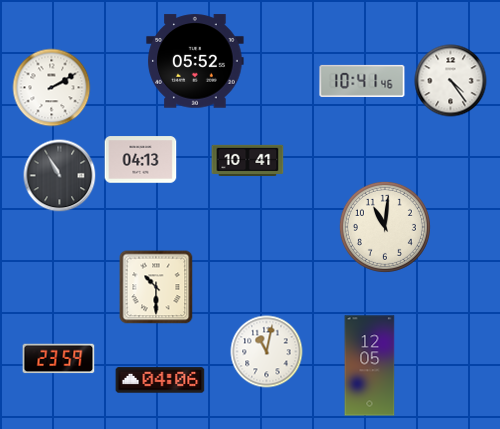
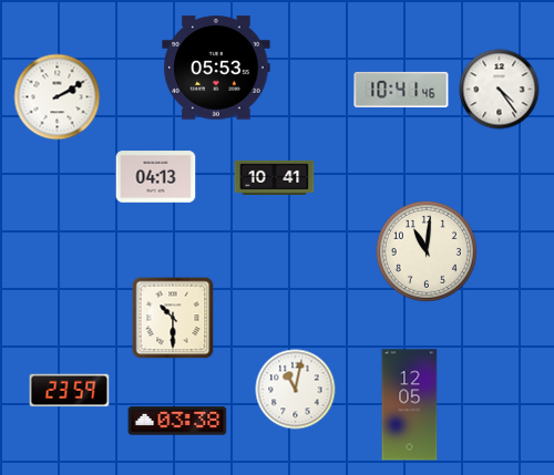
clock at (195, 61): 05:52 -> 05:53
clock at (60, 176): 10:55 -> none
clock at (59, 359) position: (59, 359) -> (70, 391)
clock at (160, 380): 04:06 -> 03:38
